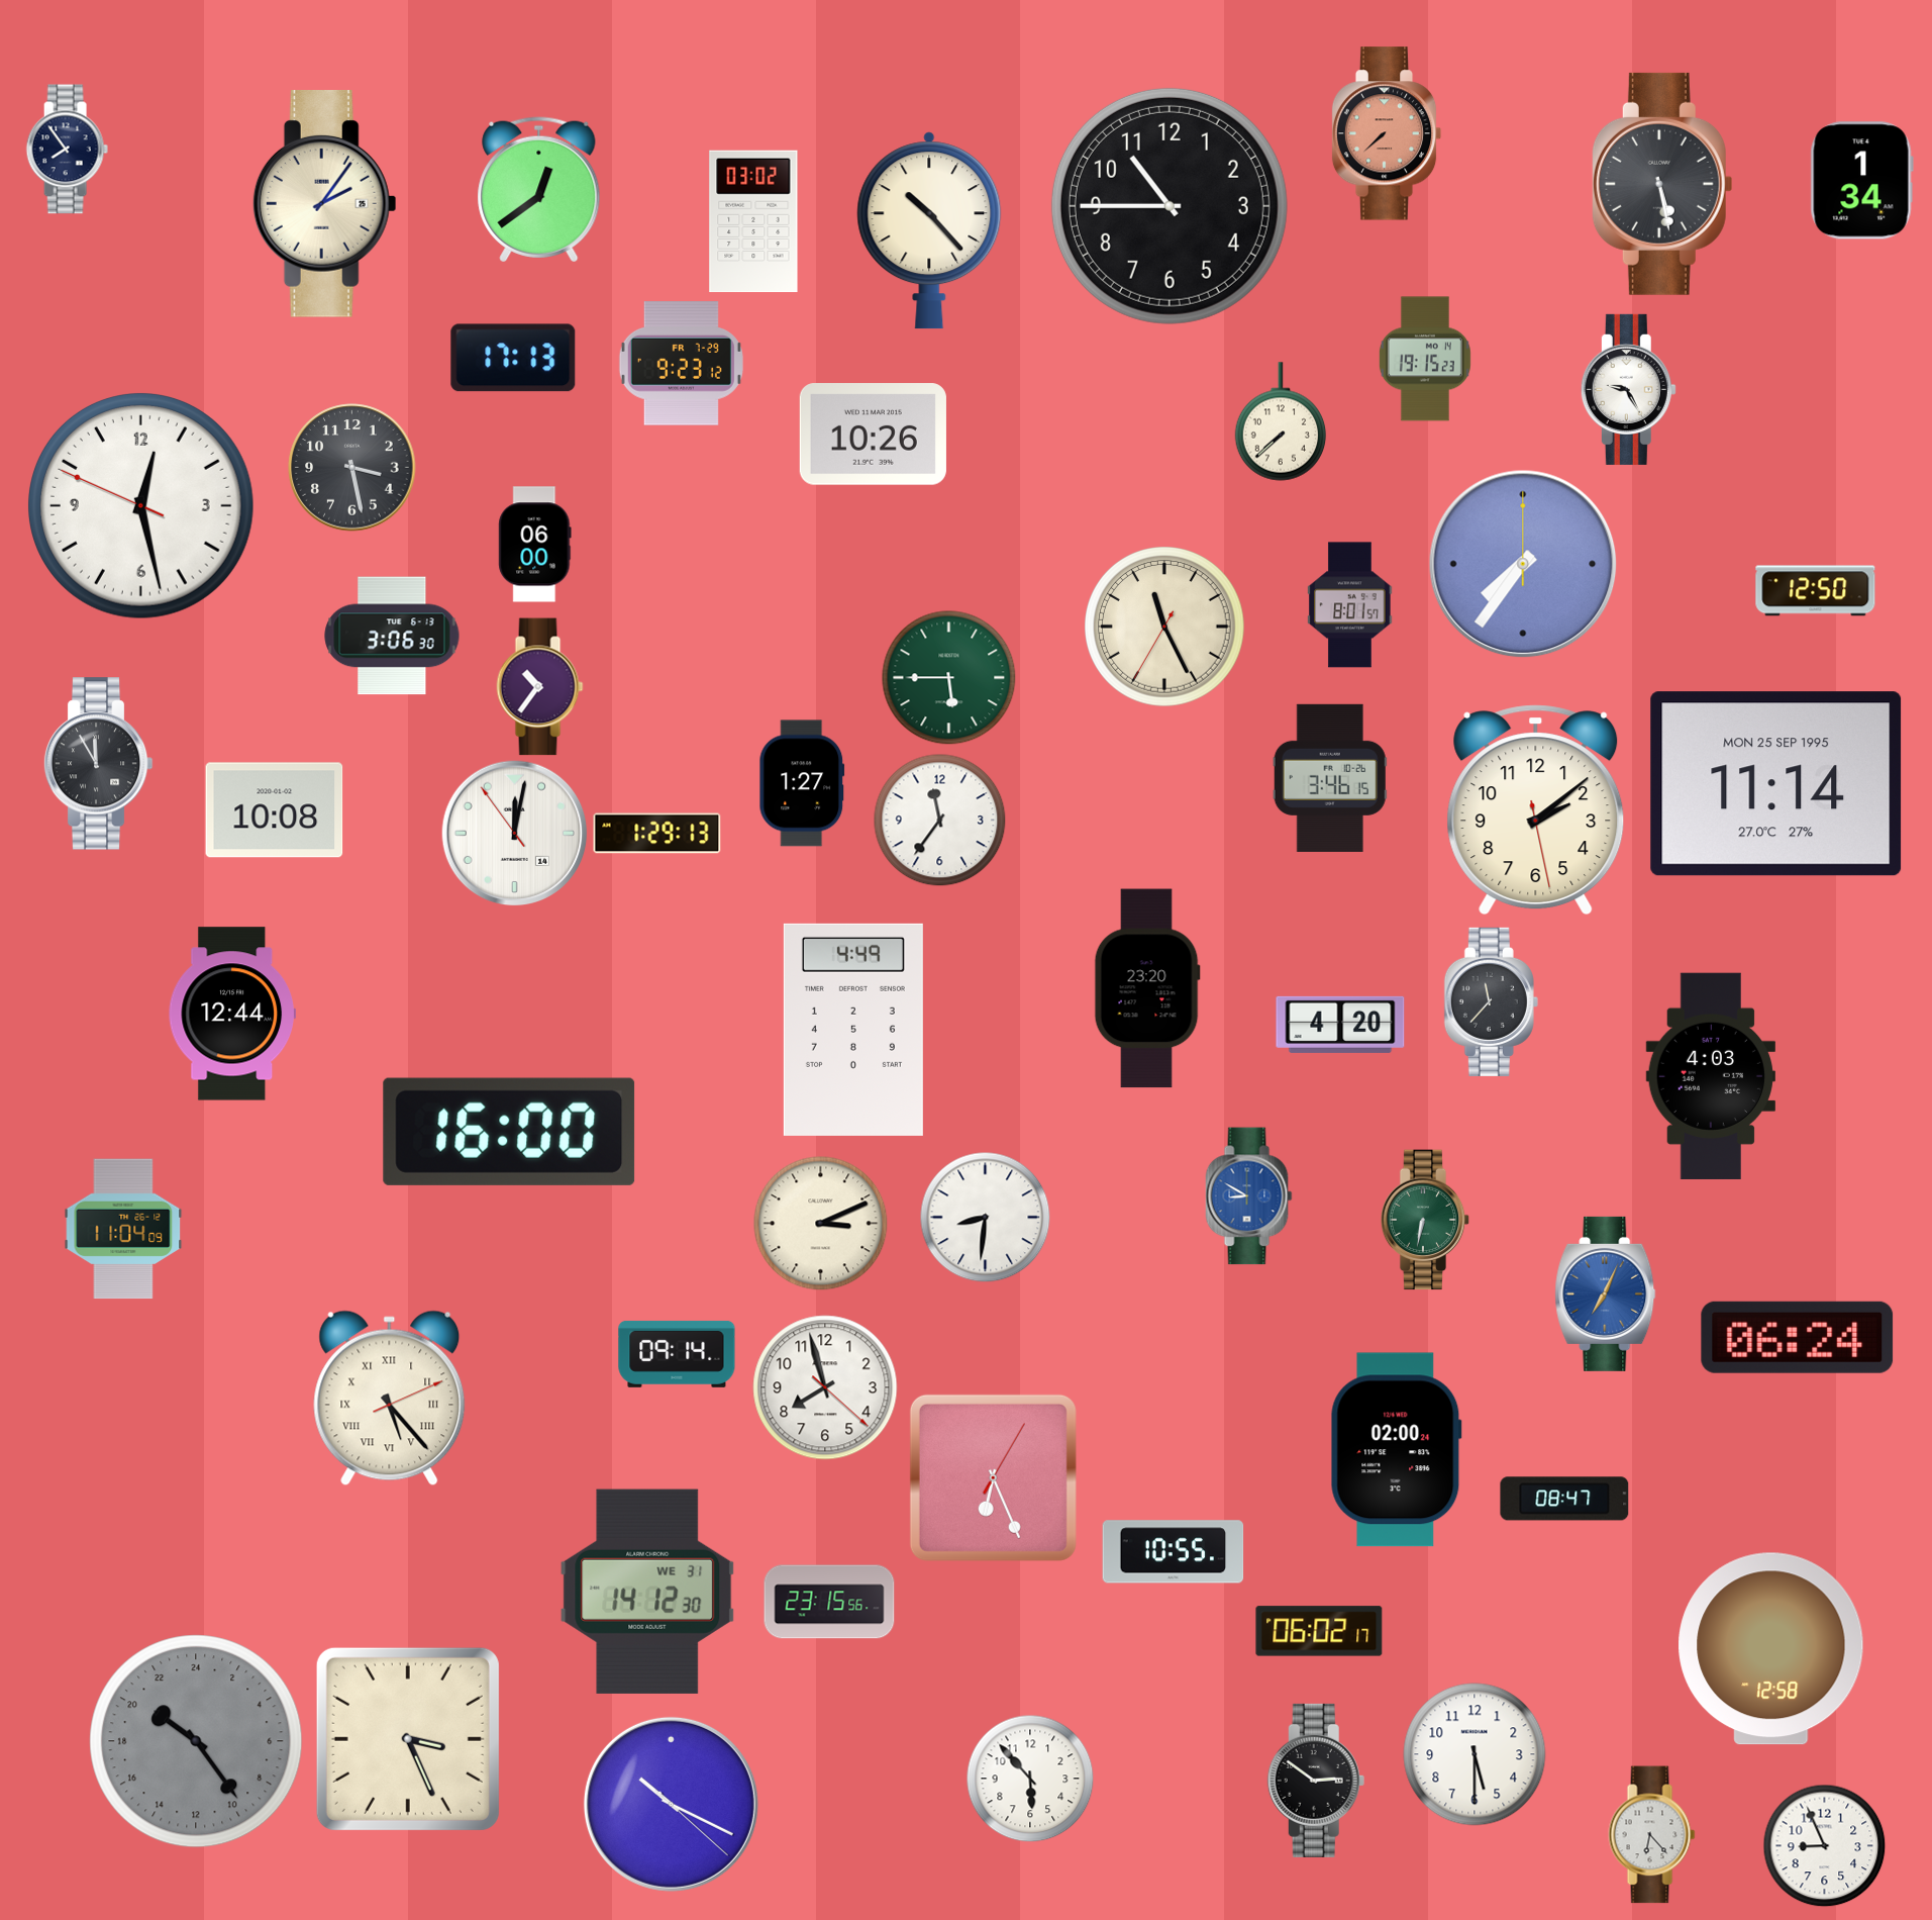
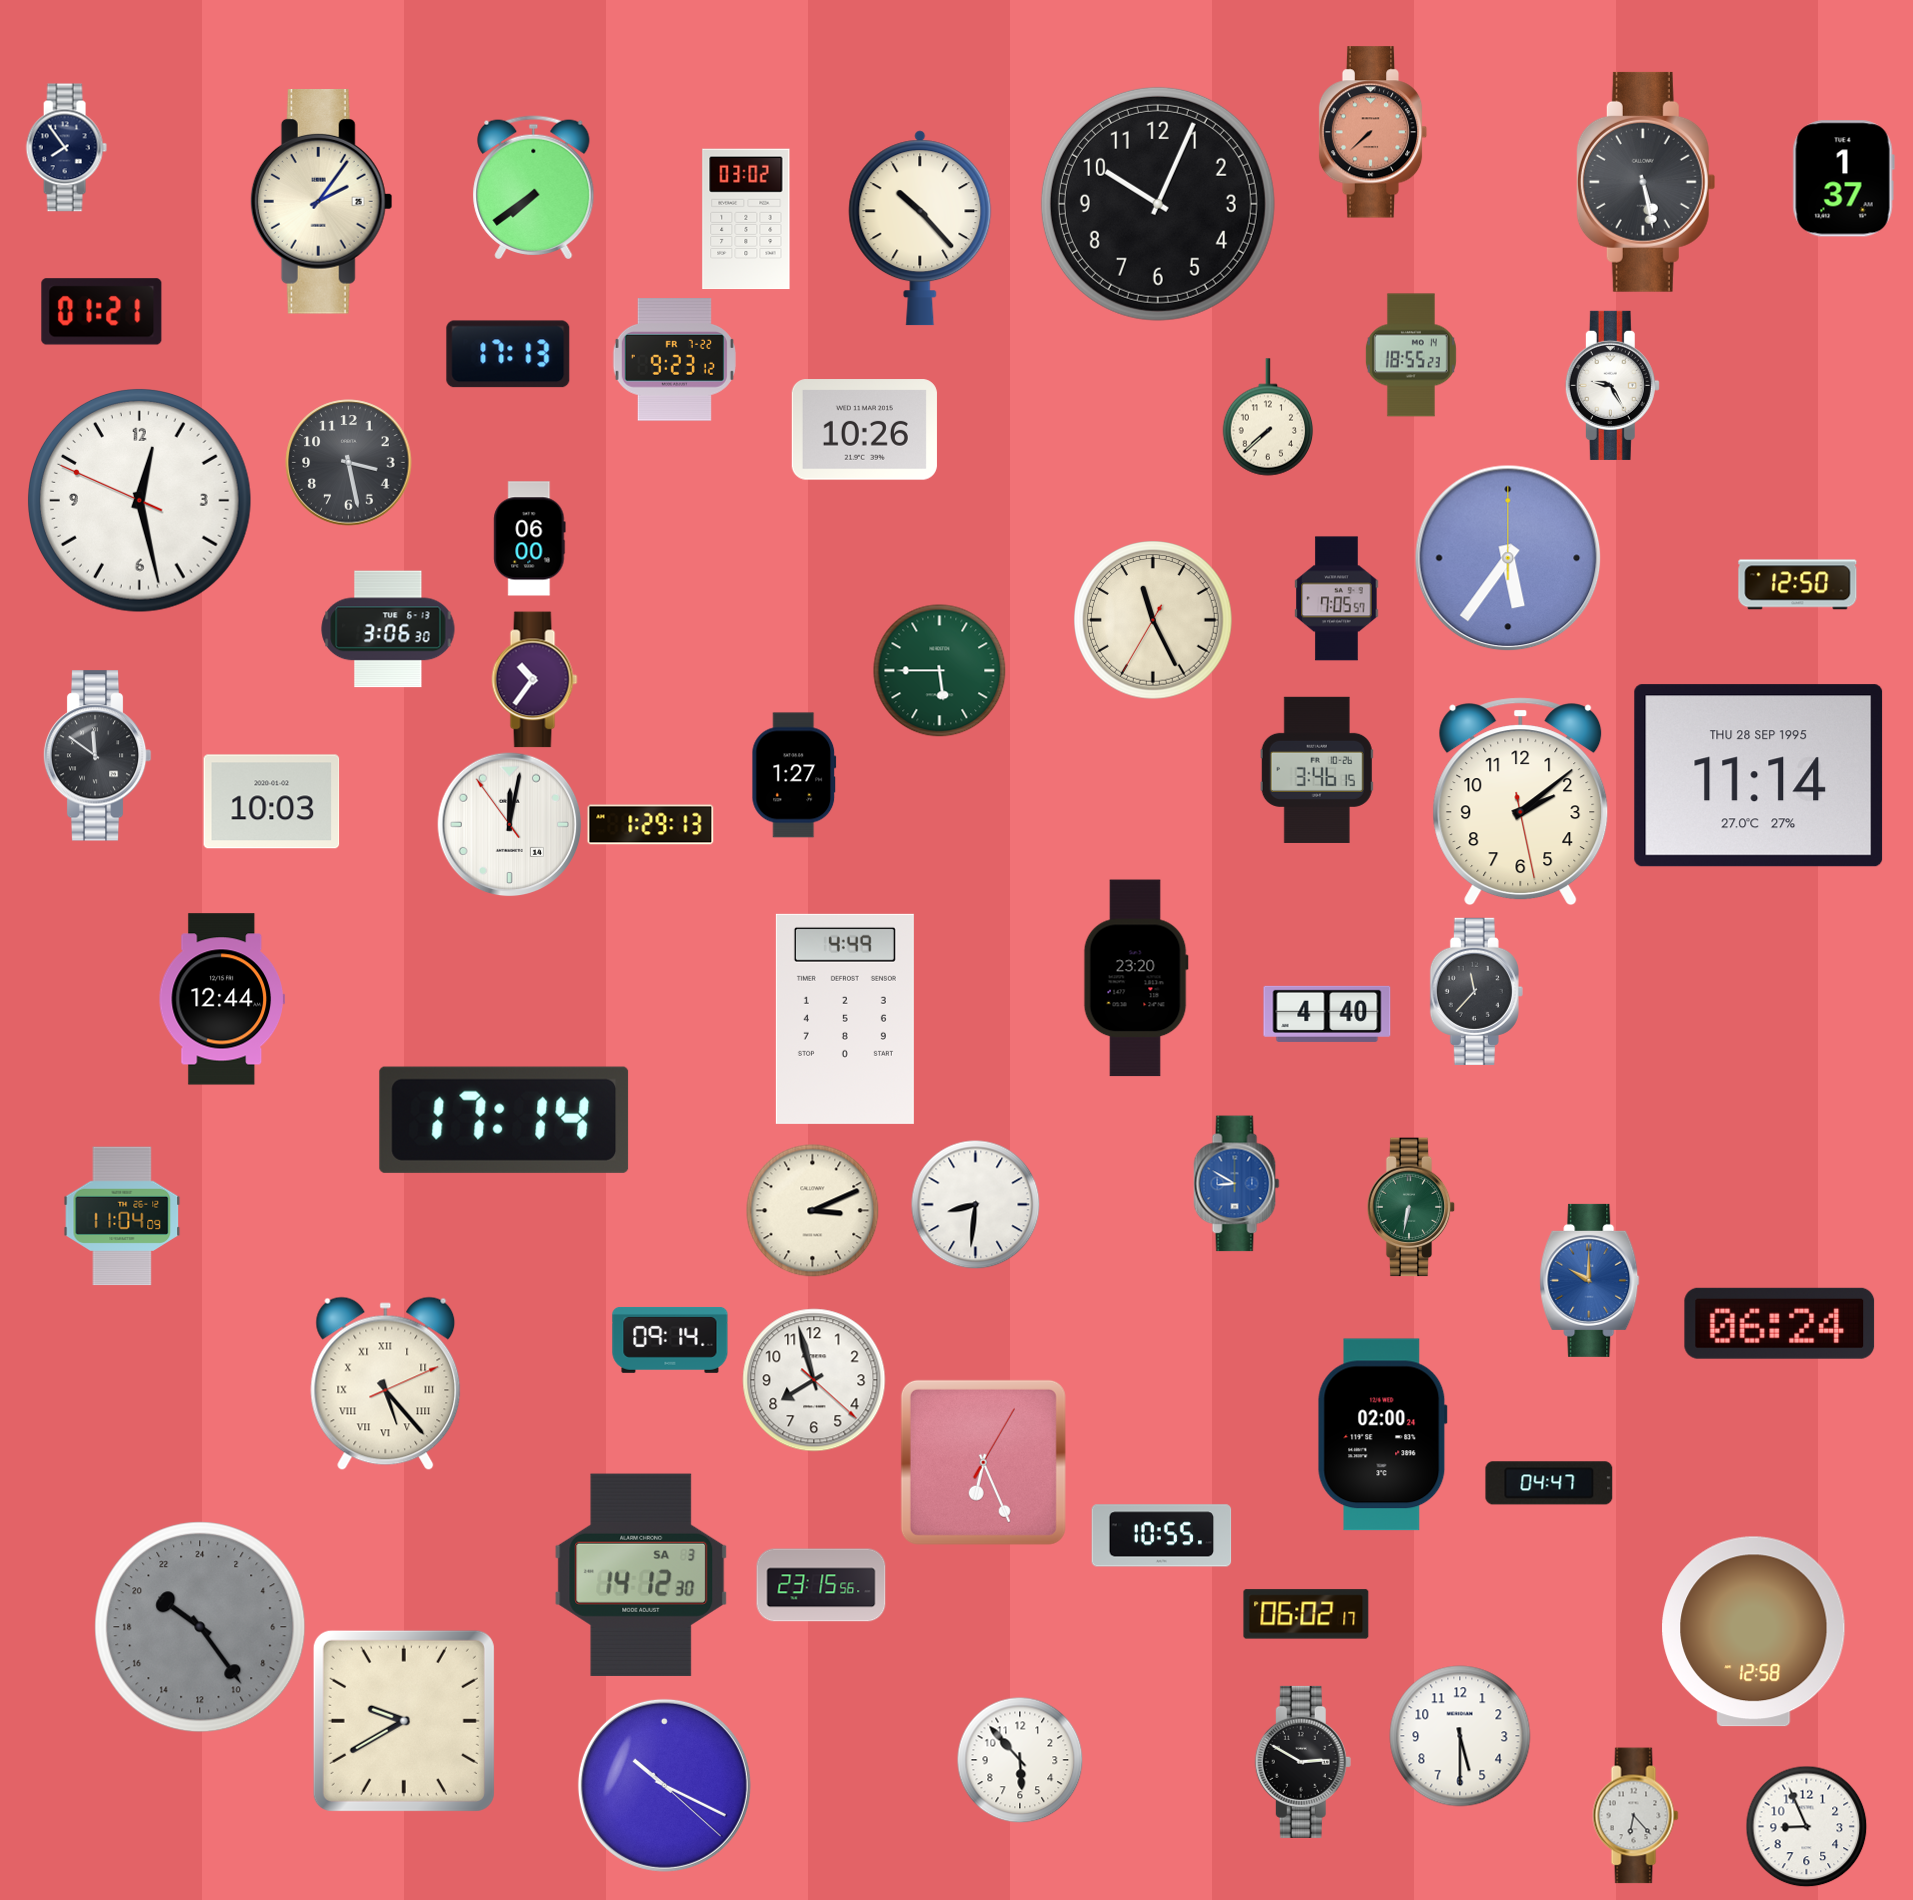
clock at (1861, 181): 1:34 -> 1:37
clock at (539, 190): 12:39 -> 7:39
clock at (1170, 206): 10:45 -> 10:04
clock at (102, 312): none -> 01:21
clock at (1425, 359): 19:15 -> 18:55
clock at (681, 364) date: FR 7-29 -> FR 7-22
clock at (1523, 564): 7:36 -> 5:36
clock at (1350, 605): 8:01 -> 7:05
clock at (98, 764): 11:55 -> 11:51
clock at (1776, 784) date: MON 25 SEP 1995 -> THU 28 SEP 1995
clock at (275, 810): 10:08 -> 10:03
clock at (940, 821): 11:36 -> none
clock at (232, 1014) position: (232, 1014) -> (222, 999)
clock at (1340, 1025): 4:20 -> 4:40
clock at (1711, 1076): 4:03 -> none
clock at (509, 1132): 16:00 -> 17:14
clock at (1606, 1293): 7:04 -> 10:00
clock at (825, 1387) position: (825, 1387) -> (814, 1380)
clock at (1564, 1499): 08:47 -> 04:47
clock at (647, 1592) date: WE 31 -> SA 3
clock at (408, 1739): 3:26 -> 9:40
clock at (196, 1741) position: (196, 1741) -> (200, 1627)
clock at (1316, 1781): 2:51 -> 2:50
